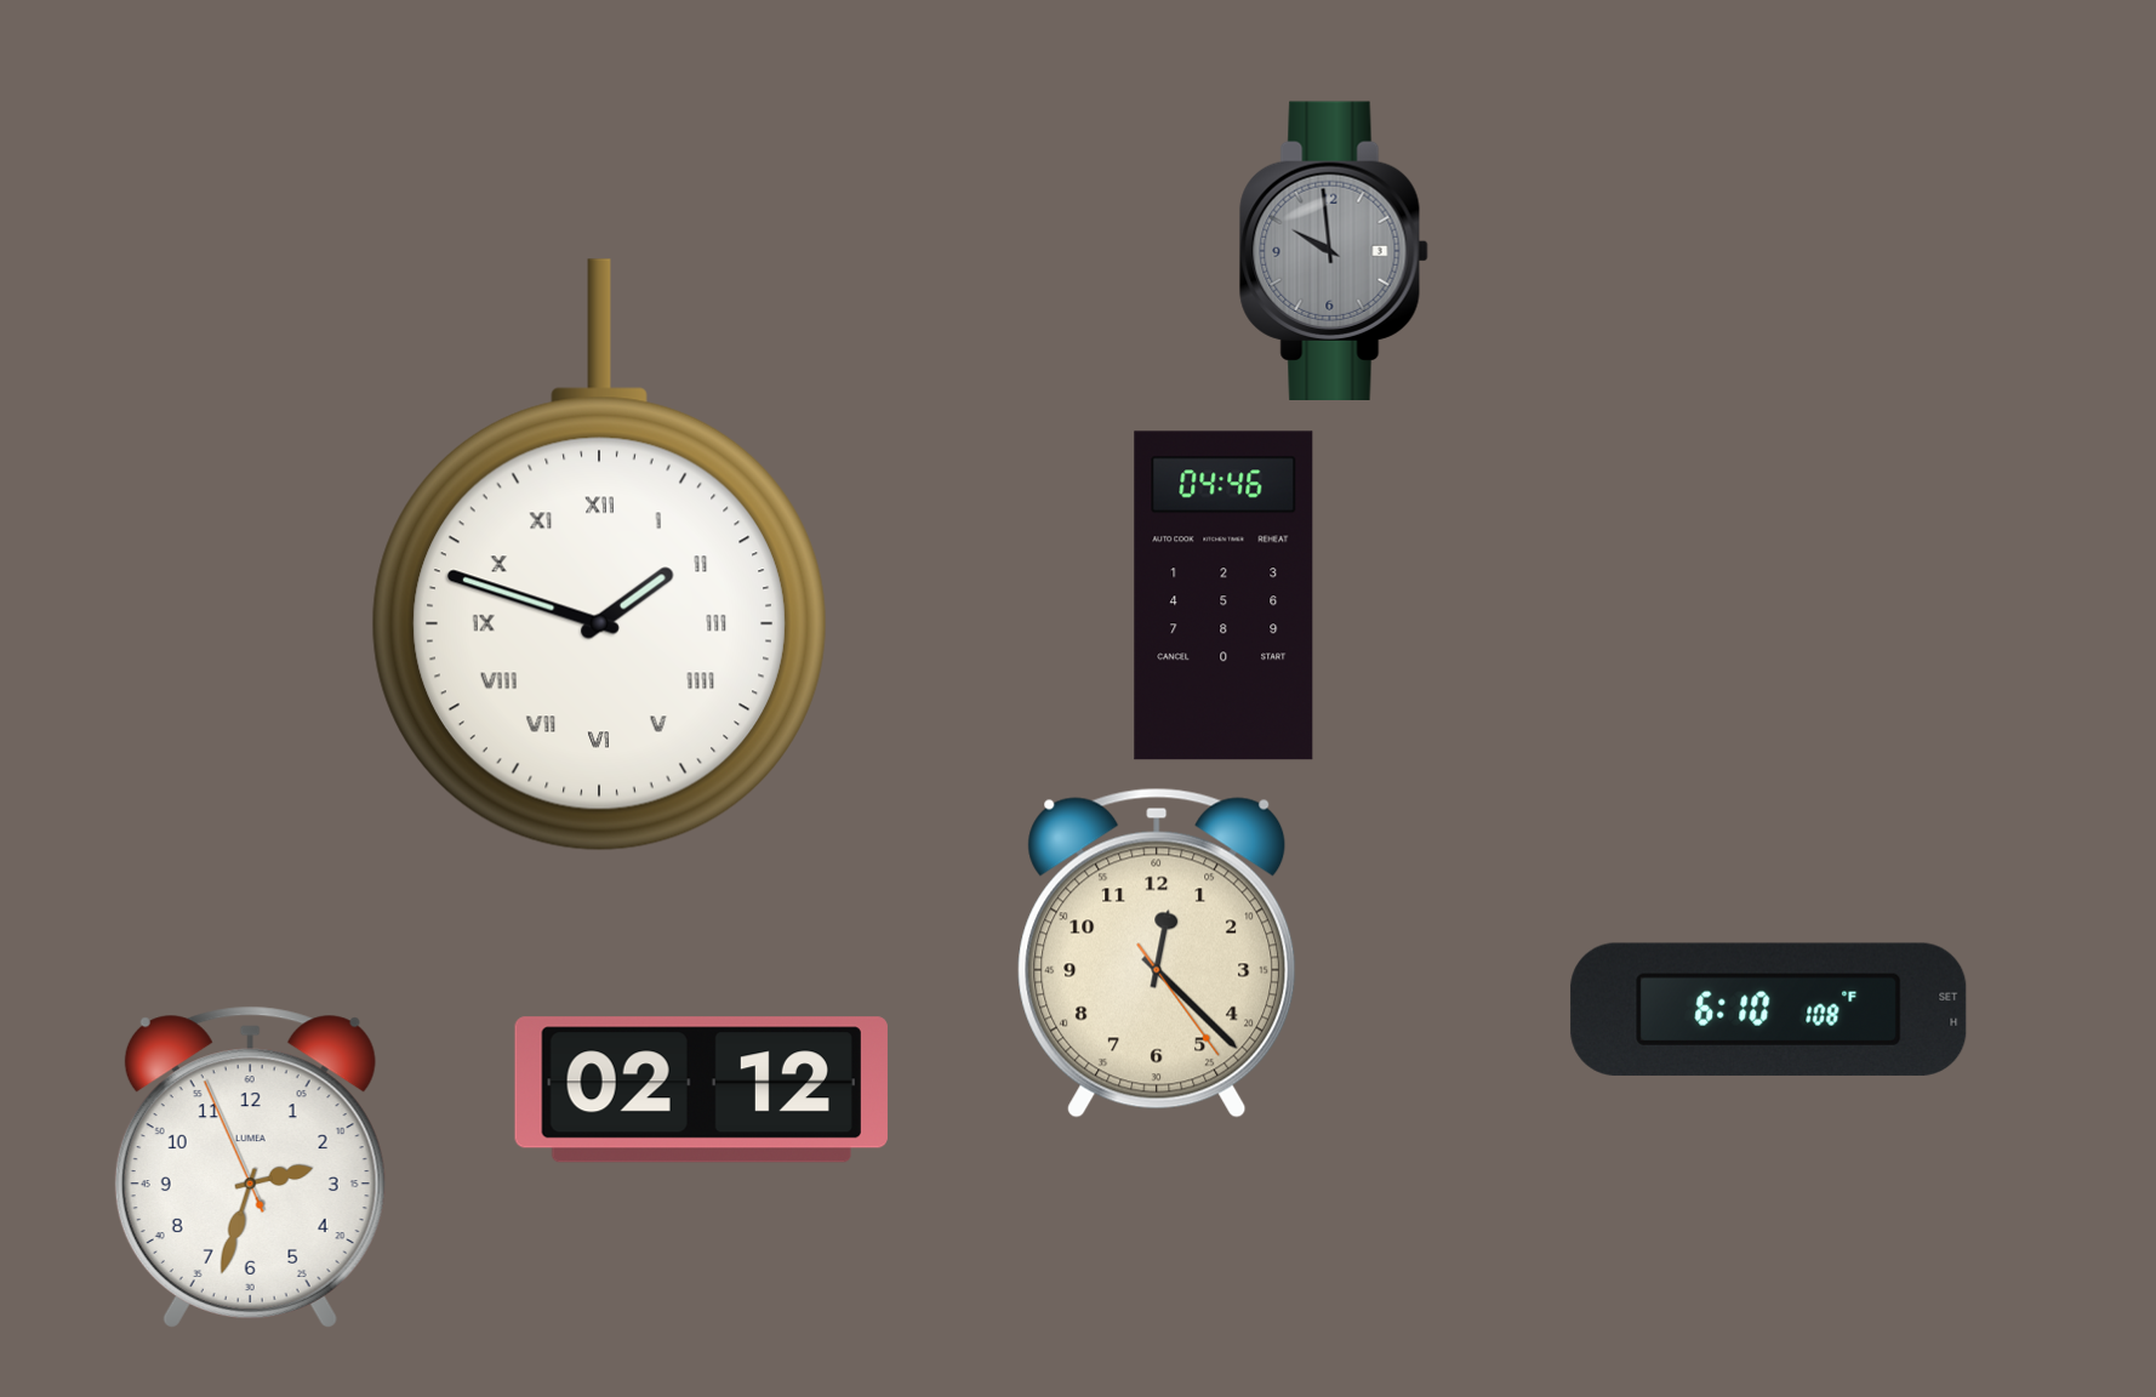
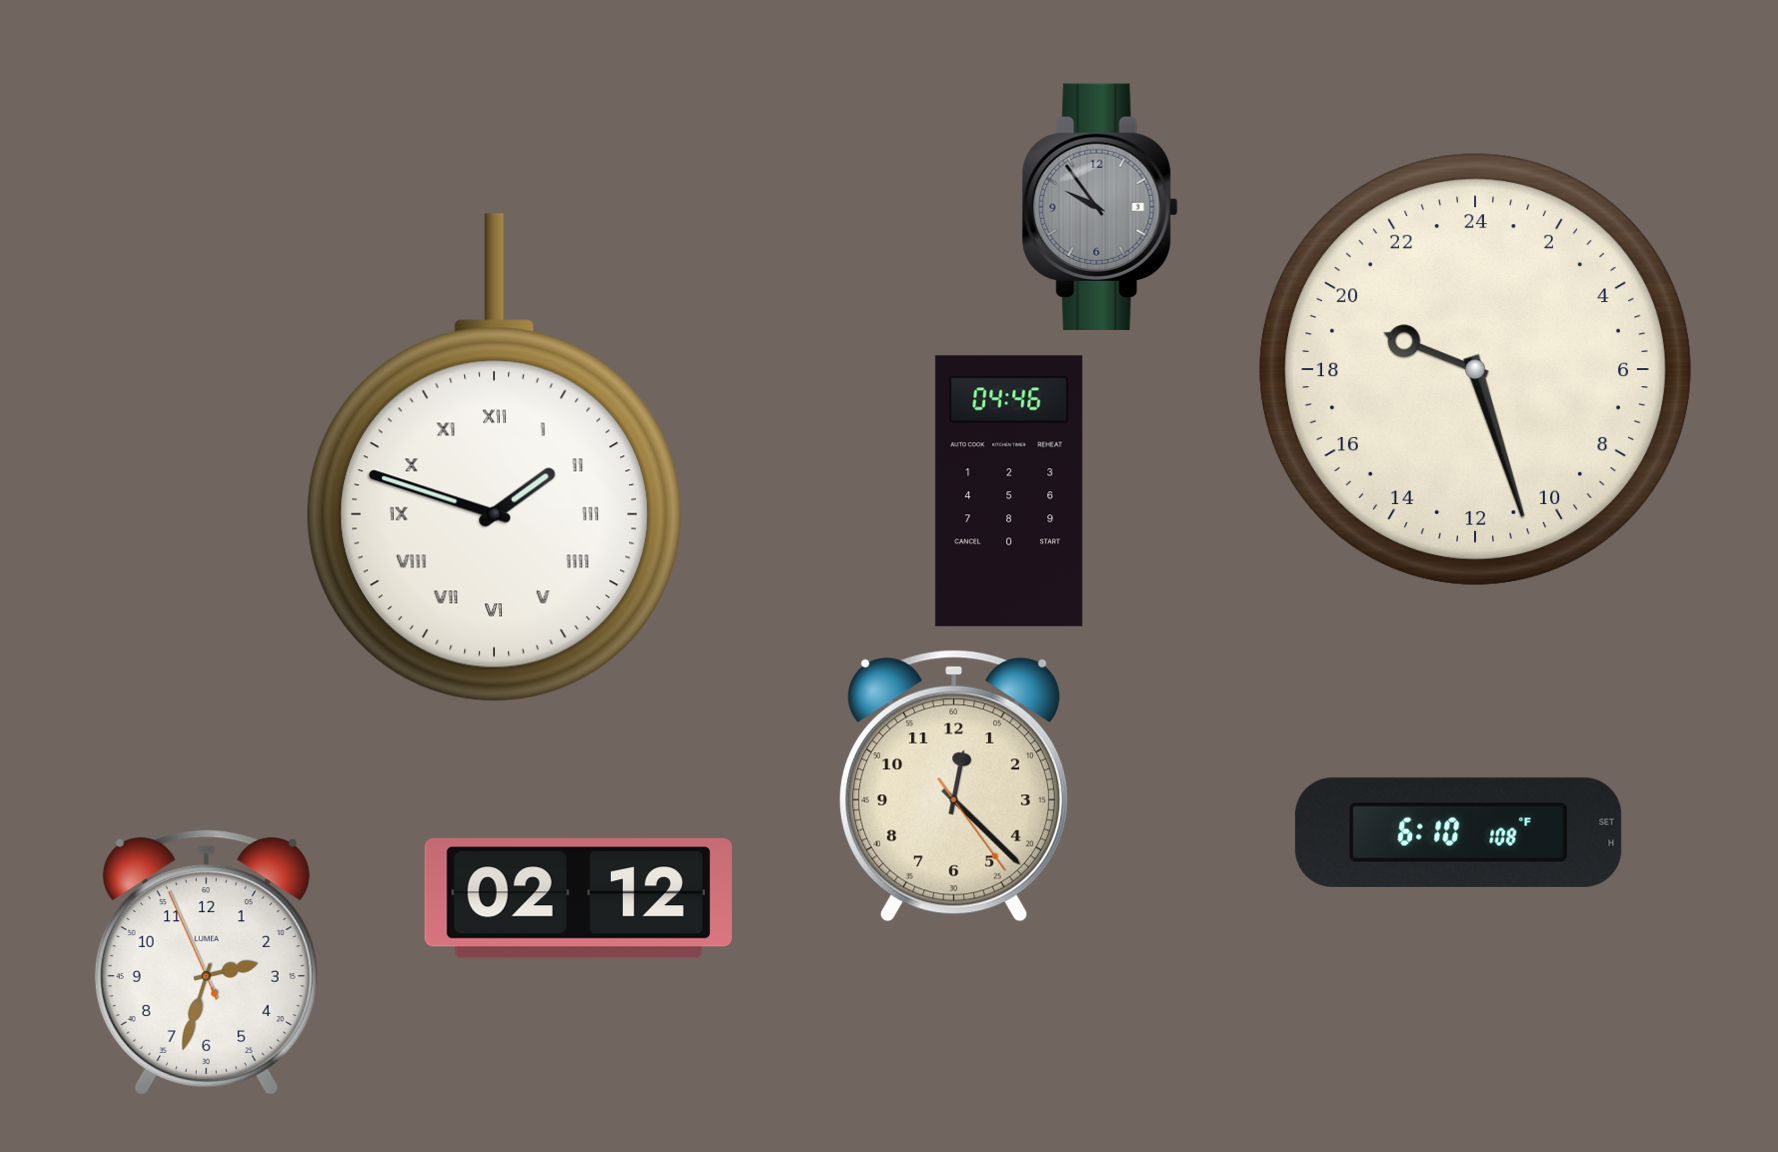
clock at (1334, 250): 9:59 -> 9:54
clock at (1476, 370): none -> 19:27
